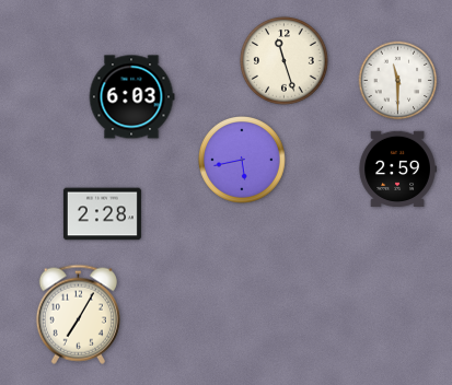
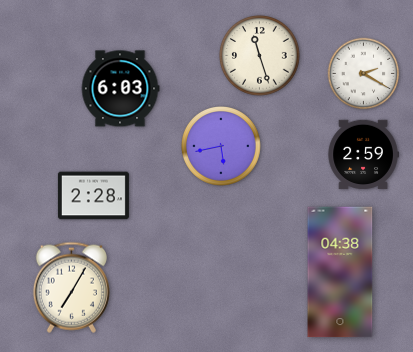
clock at (398, 81): 11:30 -> 2:20
clock at (340, 272): none -> 04:38
